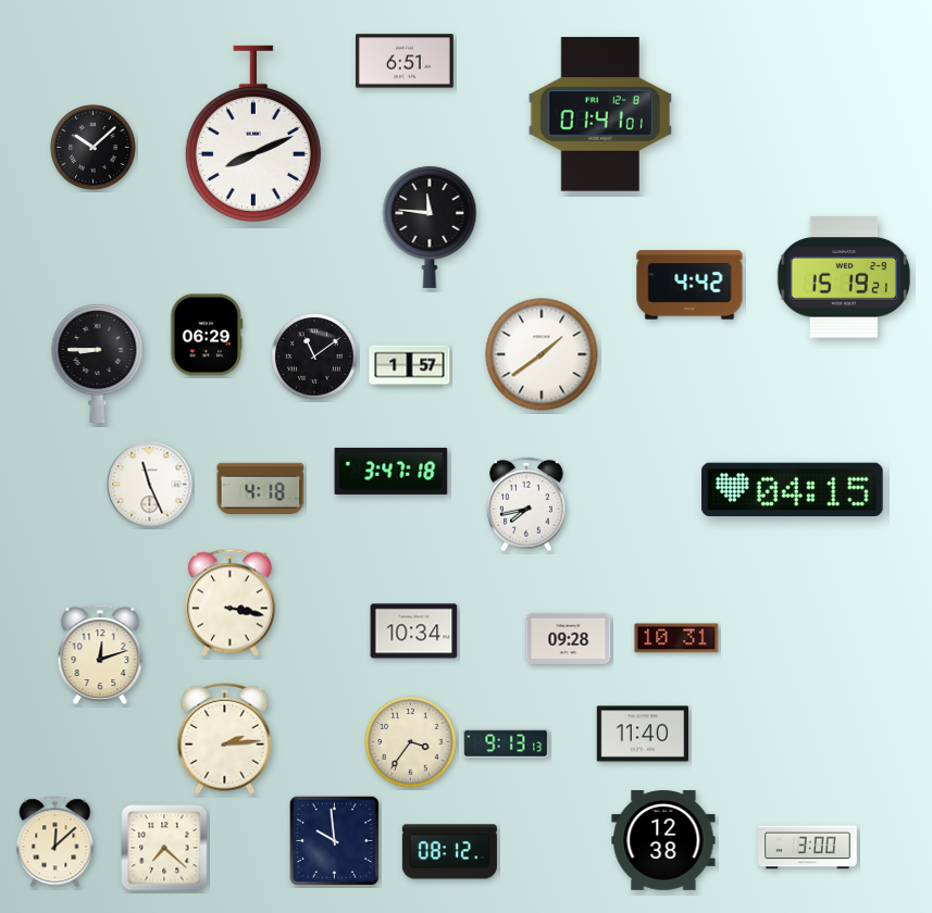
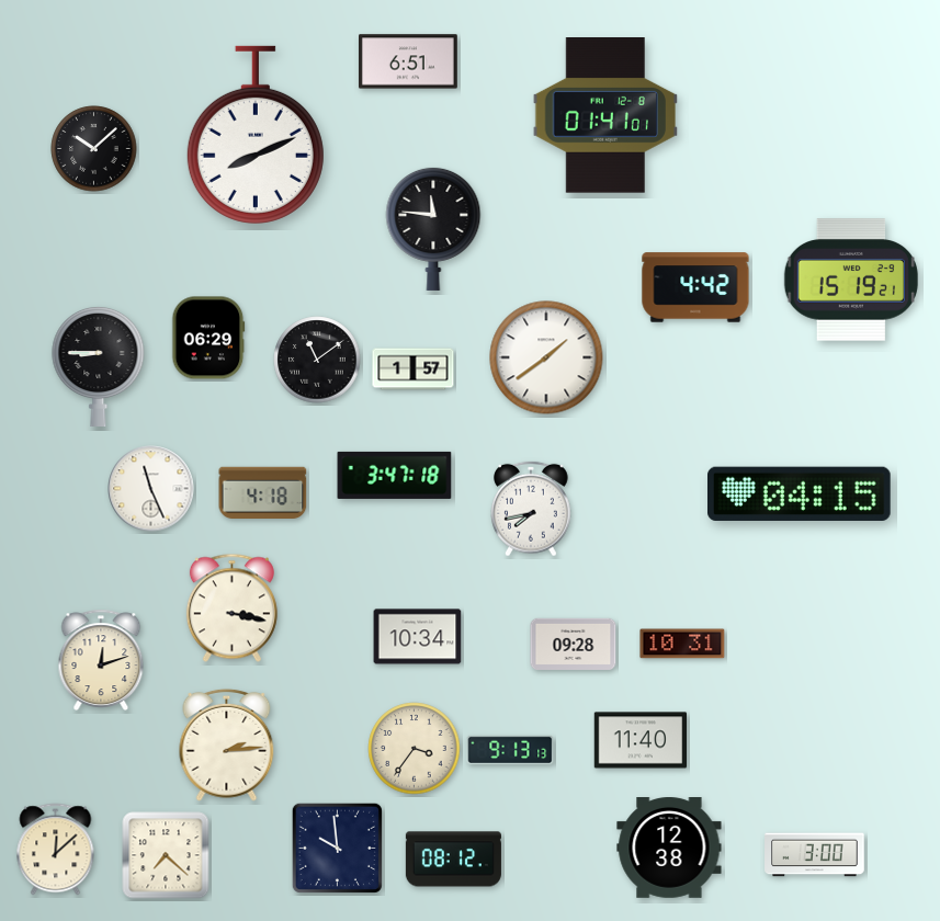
clock at (643, 734) position: (643, 734) -> (641, 740)
